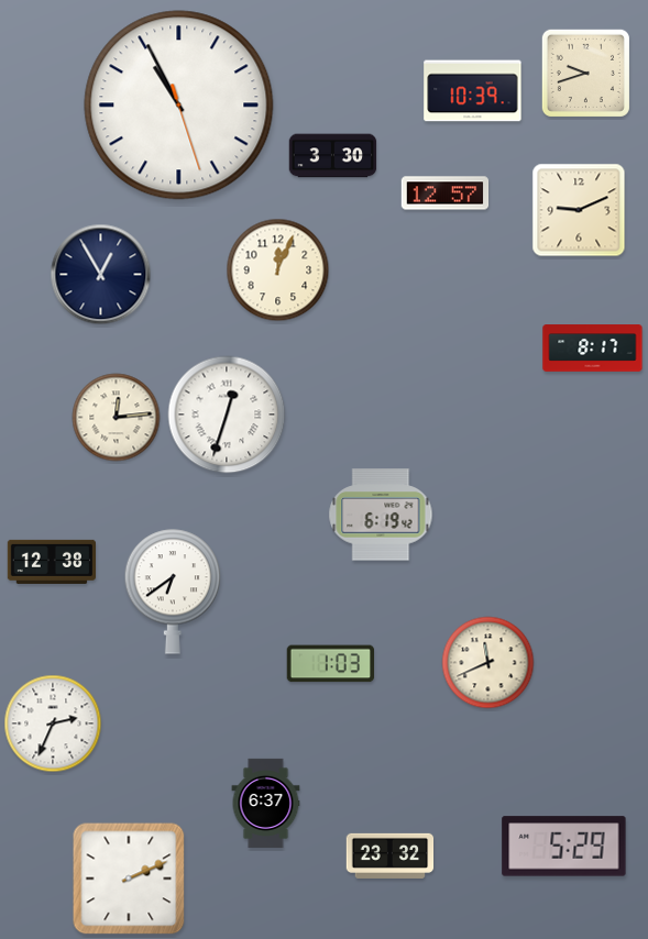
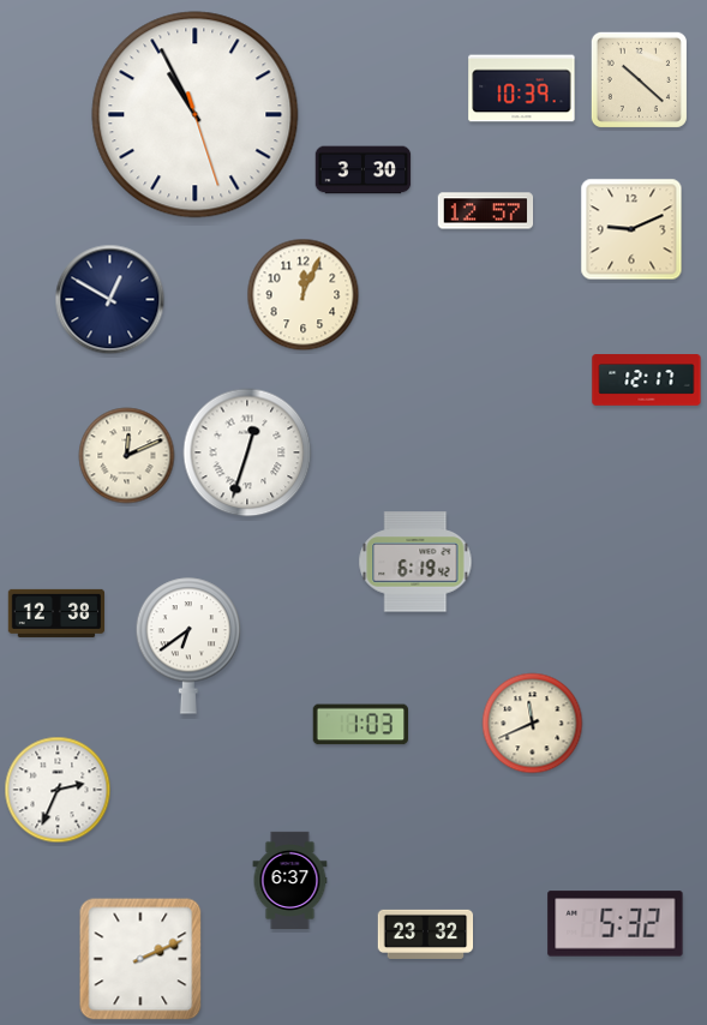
clock at (585, 73): 9:42 -> 10:22
clock at (473, 91) position: (473, 91) -> (522, 89)
clock at (101, 275): 12:55 -> 12:50
clock at (593, 349): 8:17 -> 12:17
clock at (117, 418): 12:14 -> 12:11
clock at (266, 803) position: (266, 803) -> (290, 880)
clock at (564, 847): 5:29 -> 5:32
